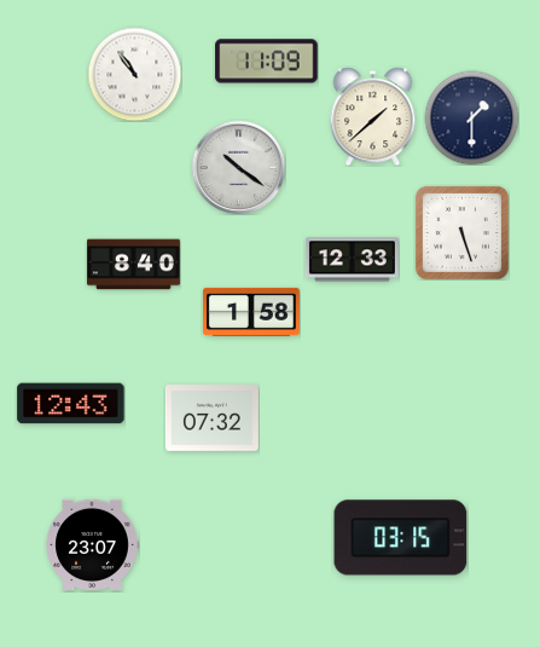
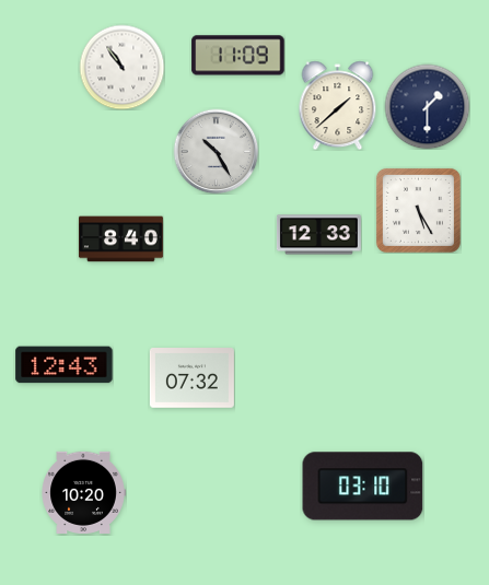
clock at (267, 62) position: (267, 62) -> (238, 56)
clock at (238, 167): 10:21 -> 10:25
clock at (461, 232): 5:27 -> 5:25
clock at (251, 312): 1:58 -> none
clock at (401, 538): 03:15 -> 03:10
clock at (92, 544): 23:07 -> 10:20
